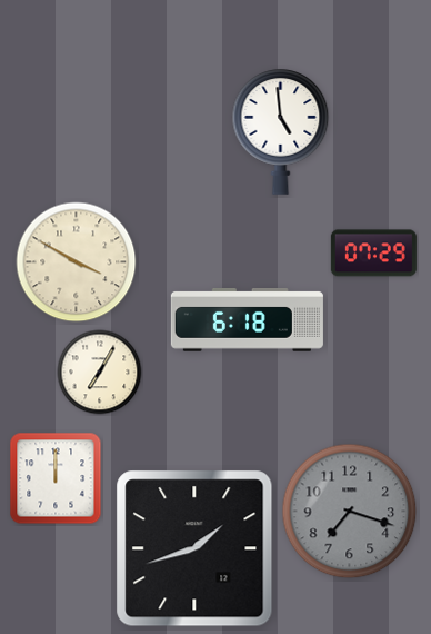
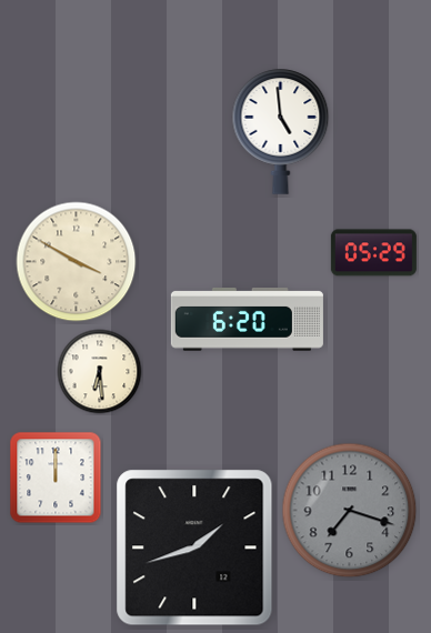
clock at (373, 254): 07:29 -> 05:29
clock at (247, 320): 6:18 -> 6:20
clock at (100, 373): 7:05 -> 6:29
